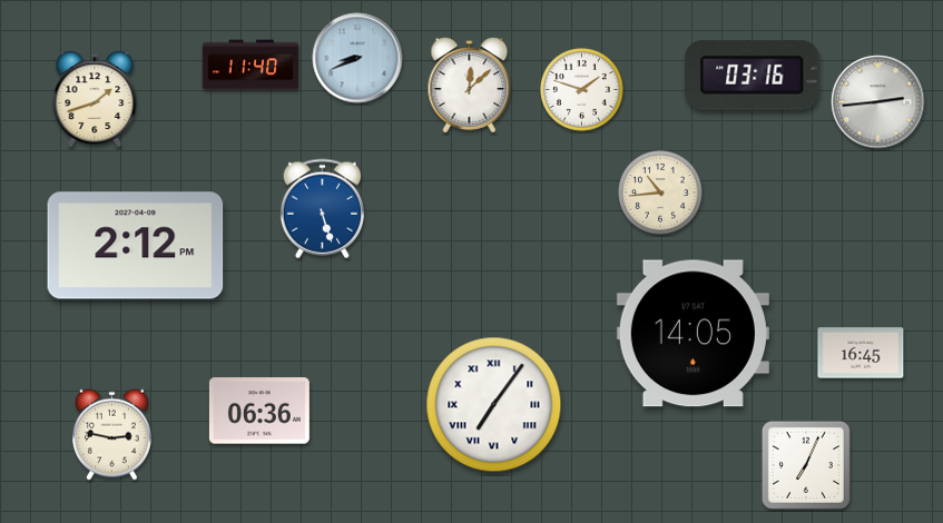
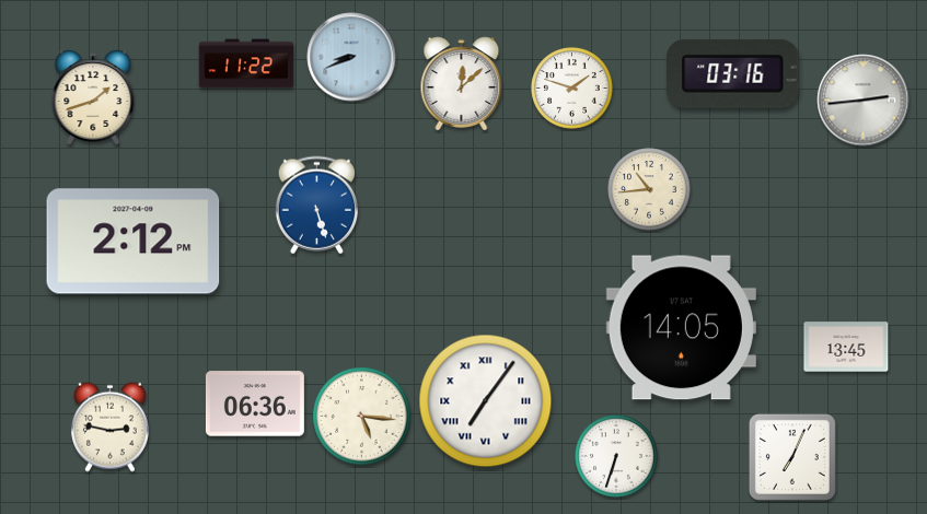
clock at (251, 65): 11:40 -> 11:22
clock at (753, 75) position: (753, 75) -> (733, 73)
clock at (861, 353): 16:45 -> 13:45
clock at (494, 405) position: (494, 405) -> (486, 401)
clock at (362, 417): none -> 5:16
clock at (616, 456): none -> 6:33
